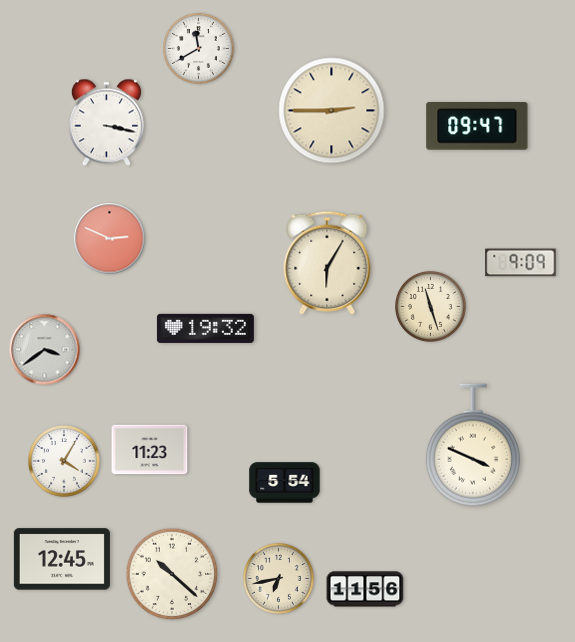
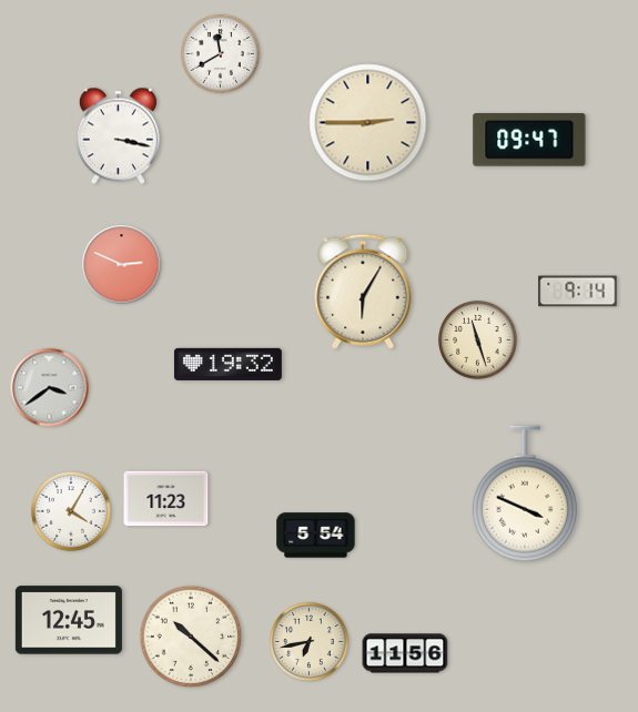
clock at (521, 263): 9:09 -> 9:14
